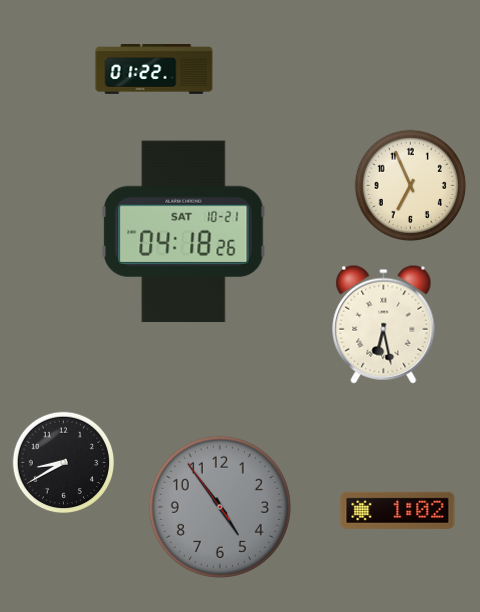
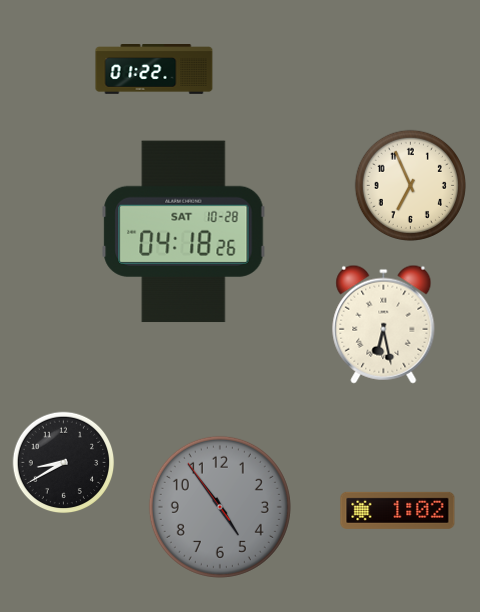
clock at (184, 232) date: SAT 10-21 -> SAT 10-28
